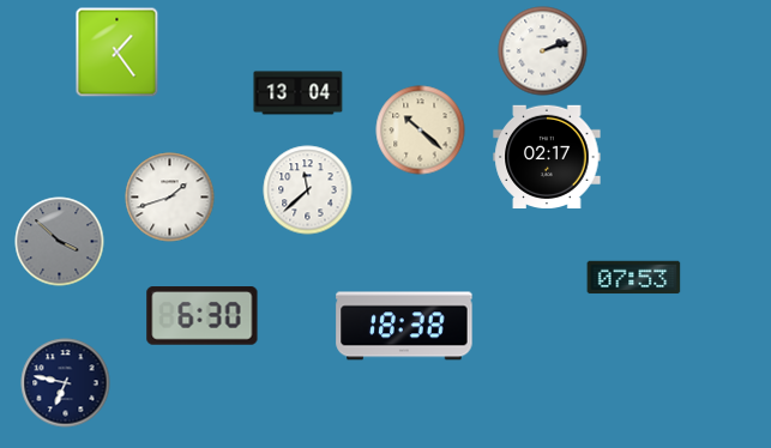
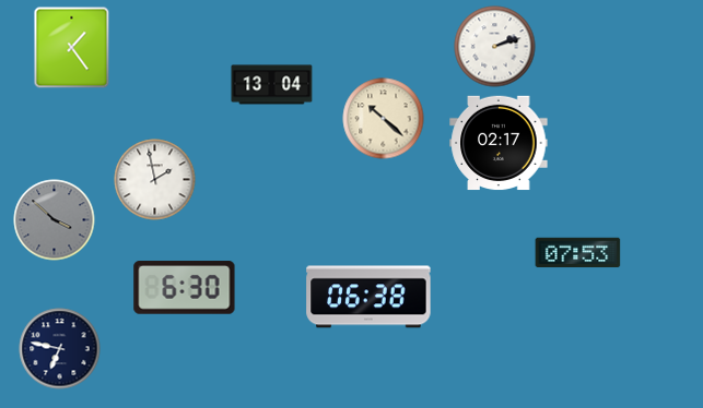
clock at (118, 53) position: (118, 53) -> (72, 48)
clock at (308, 190): 11:38 -> none
clock at (170, 198): 1:42 -> 1:58
clock at (404, 326): 18:38 -> 06:38
